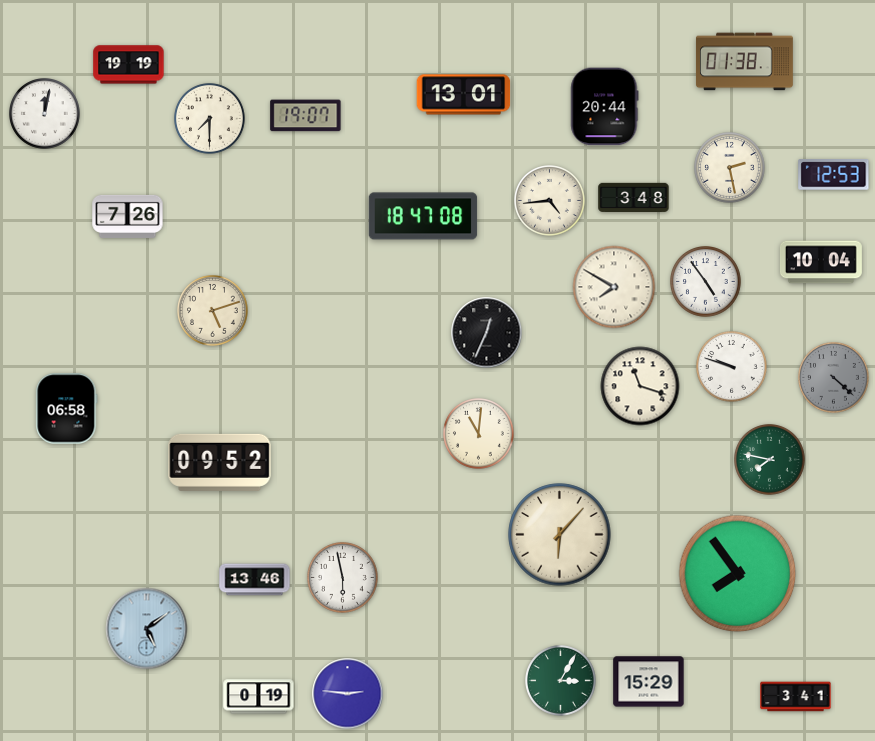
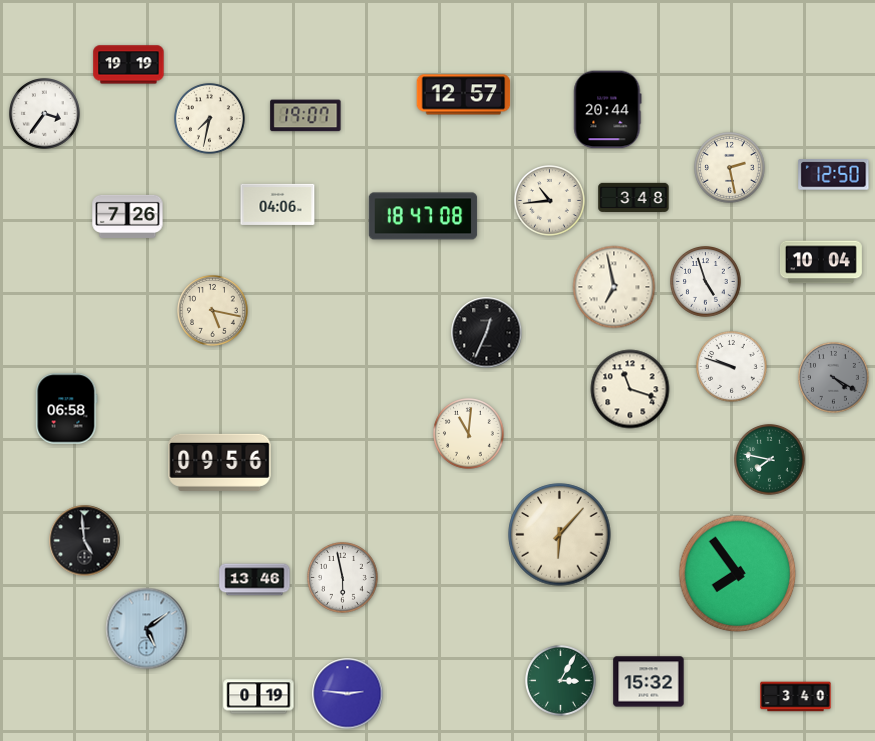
clock at (744, 62): 01:38 -> none
clock at (464, 95): 13:01 -> 12:57
clock at (605, 107) position: (605, 107) -> (608, 110)
clock at (45, 114): 12:02 -> 3:36
clock at (210, 119): 7:30 -> 7:32
clock at (834, 175): 12:53 -> 12:50
clock at (550, 201): 4:44 -> 10:44
clock at (278, 204): none -> 04:06
clock at (706, 282): 4:54 -> 4:57
clock at (614, 287): 7:50 -> 6:58
clock at (213, 311): 5:12 -> 5:17
clock at (834, 378): 4:22 -> 4:20
clock at (640, 386) position: (640, 386) -> (630, 389)
clock at (479, 434) position: (479, 434) -> (469, 434)
clock at (220, 462): 09:52 -> 09:56
clock at (85, 541): none -> 4:59
clock at (649, 682): 15:29 -> 15:32
clock at (796, 697): 3:41 -> 3:40
